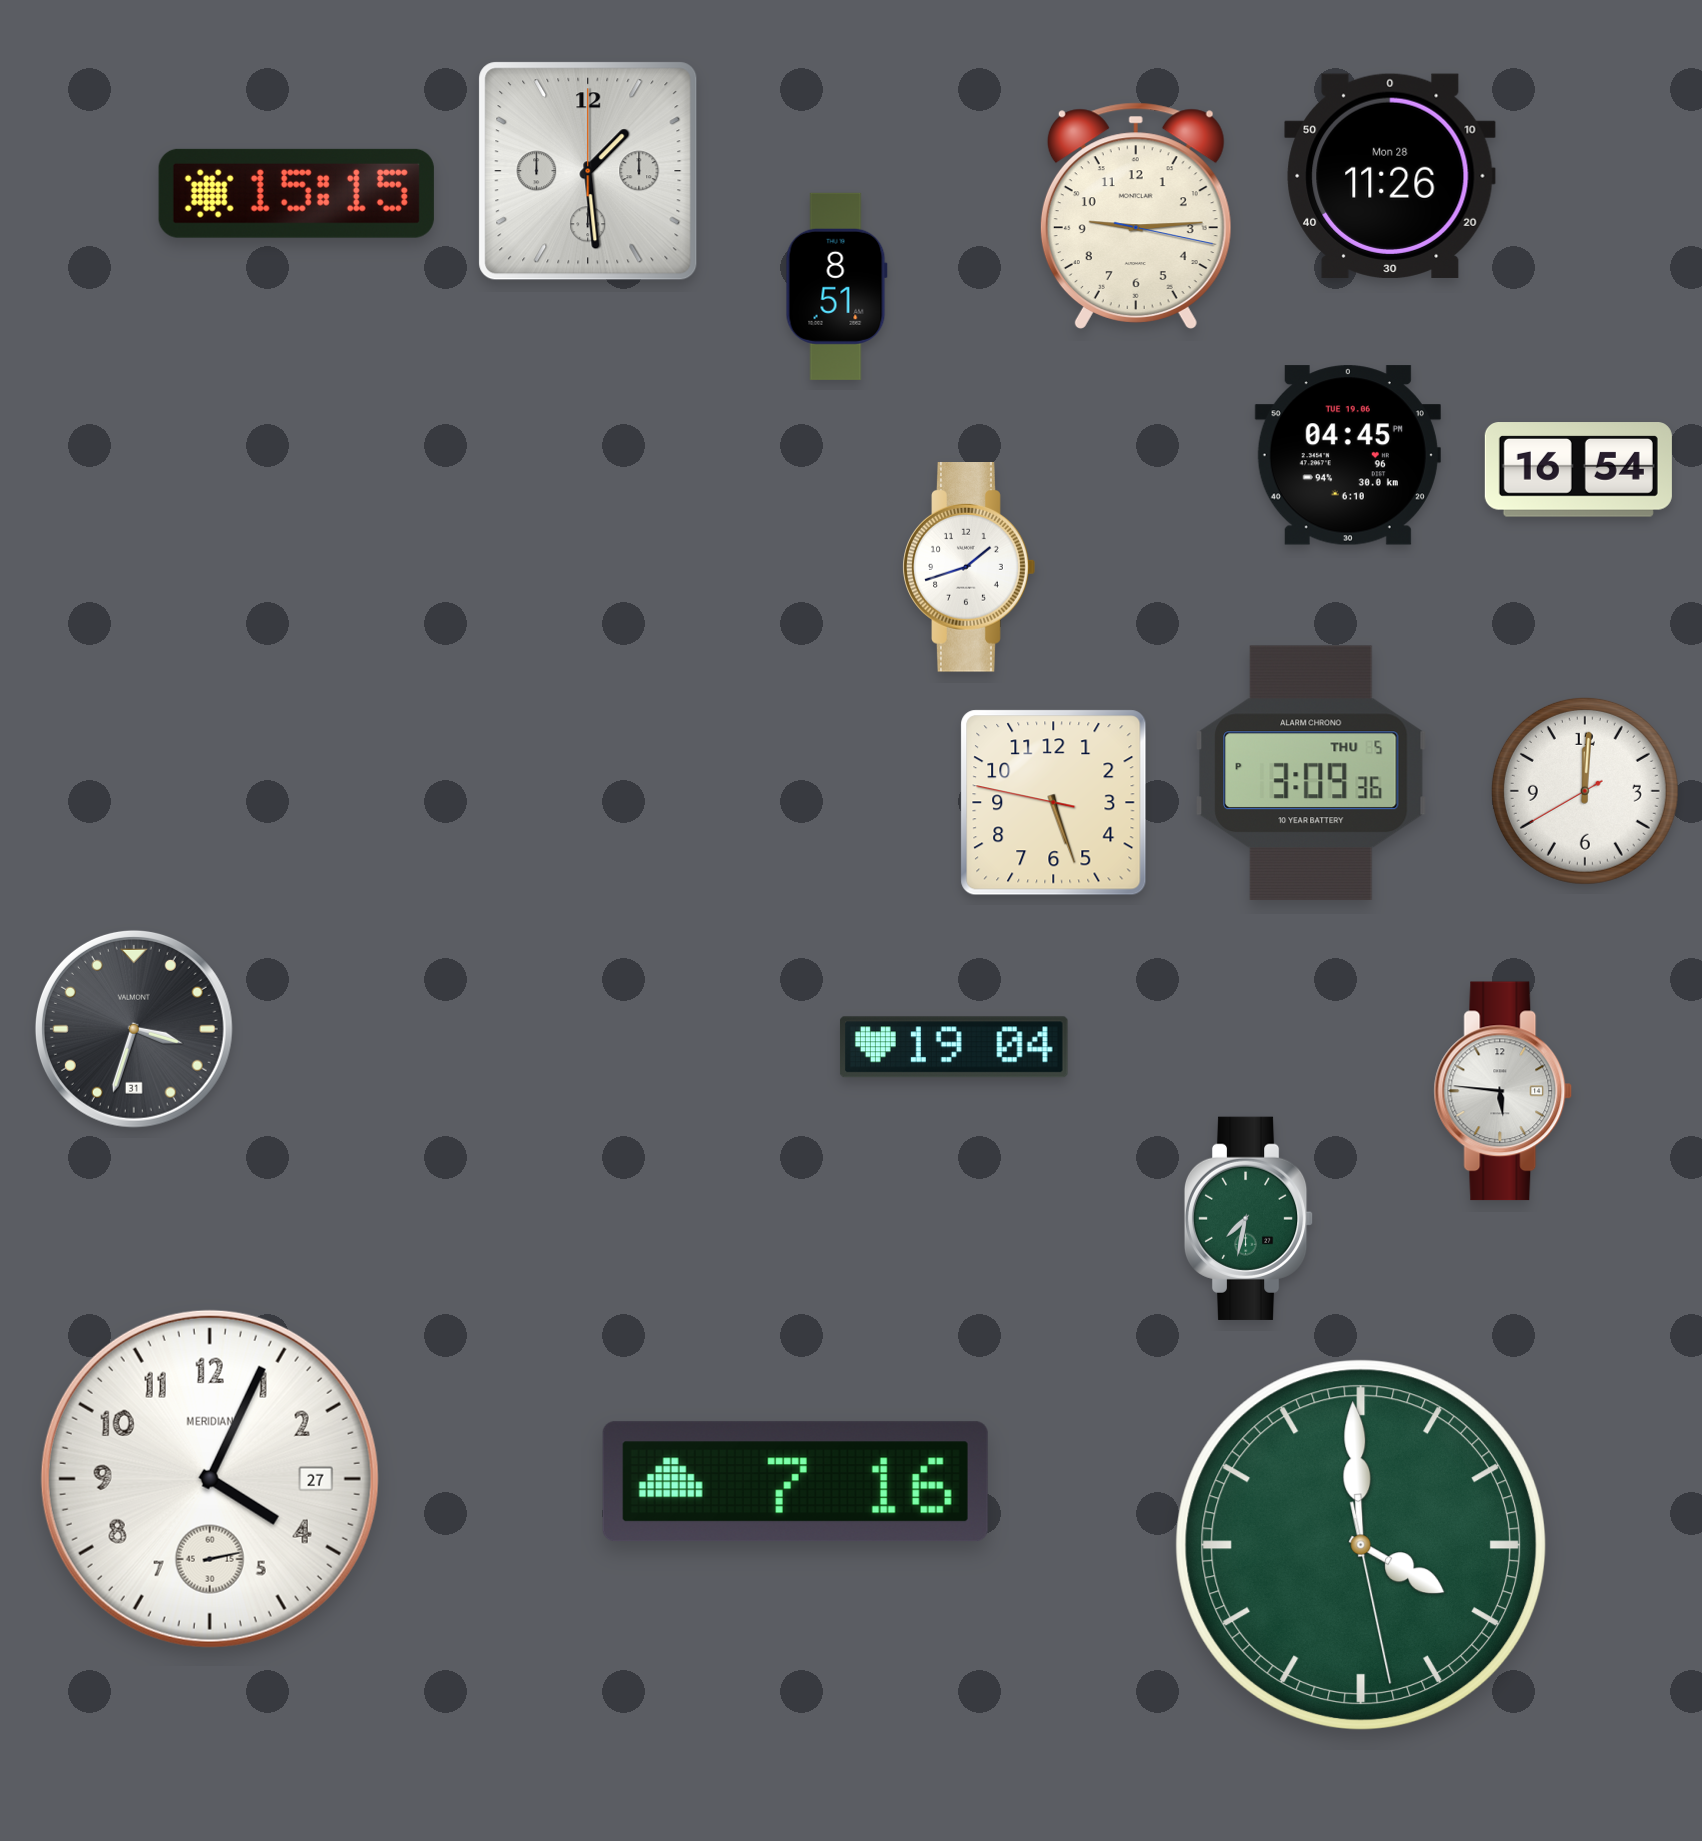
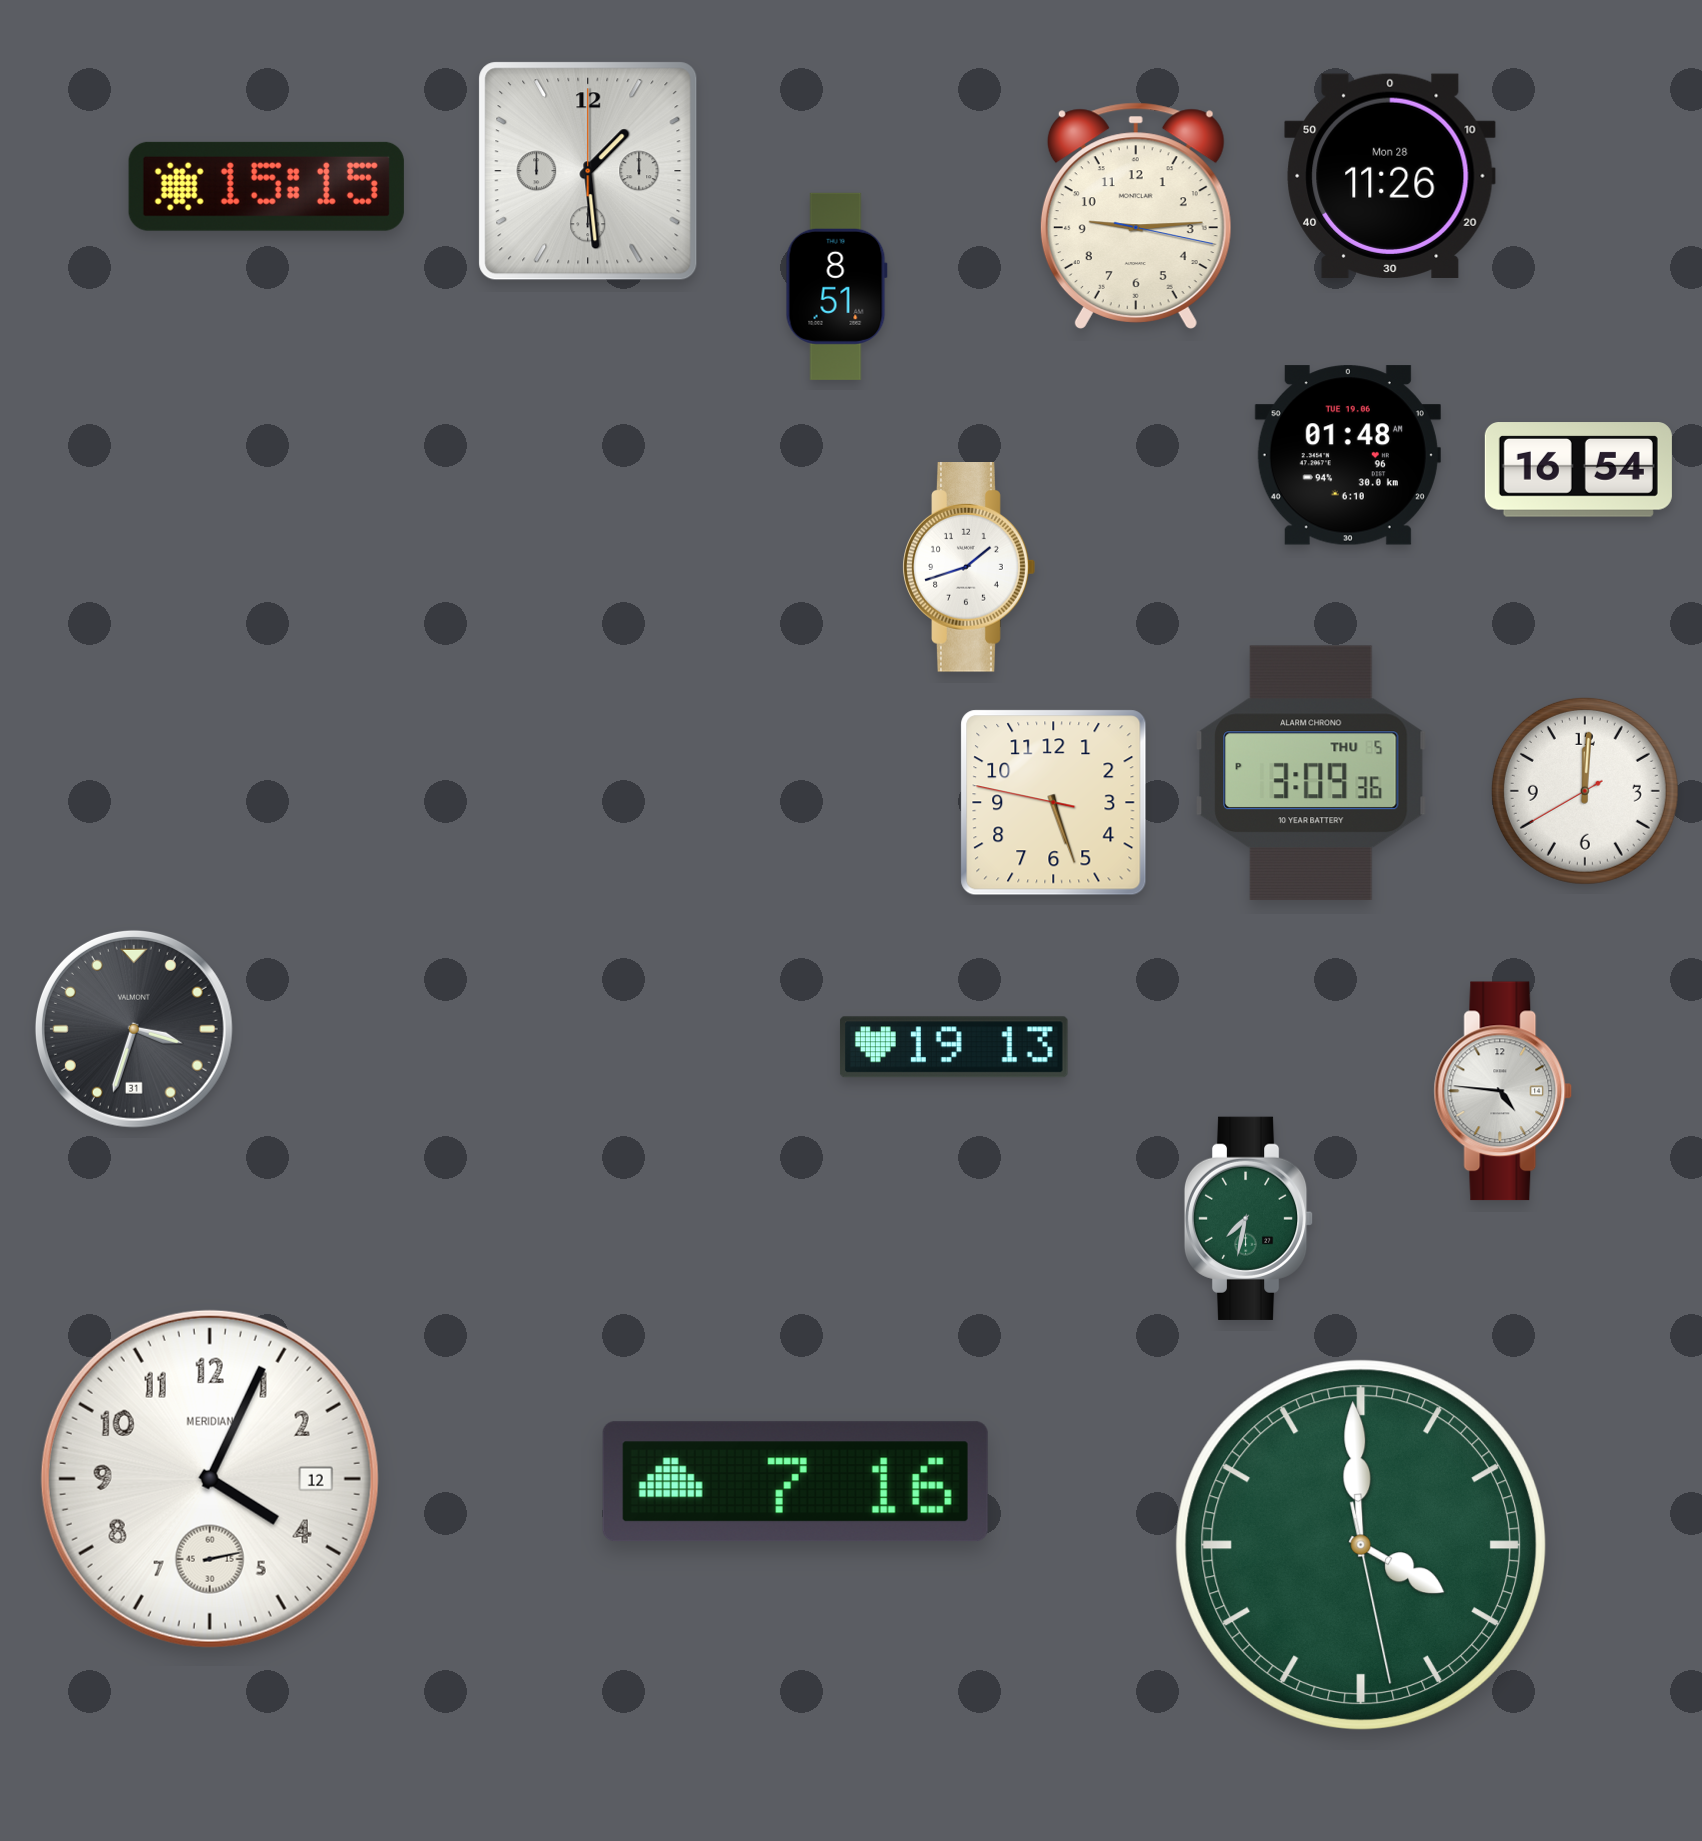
clock at (296, 193) position: (296, 193) -> (266, 186)
clock at (1348, 455): 04:45 -> 01:48
clock at (954, 1047): 19:04 -> 19:13
clock at (1503, 1091): 5:46 -> 4:46
clock at (210, 1479) date: 27 -> 12
